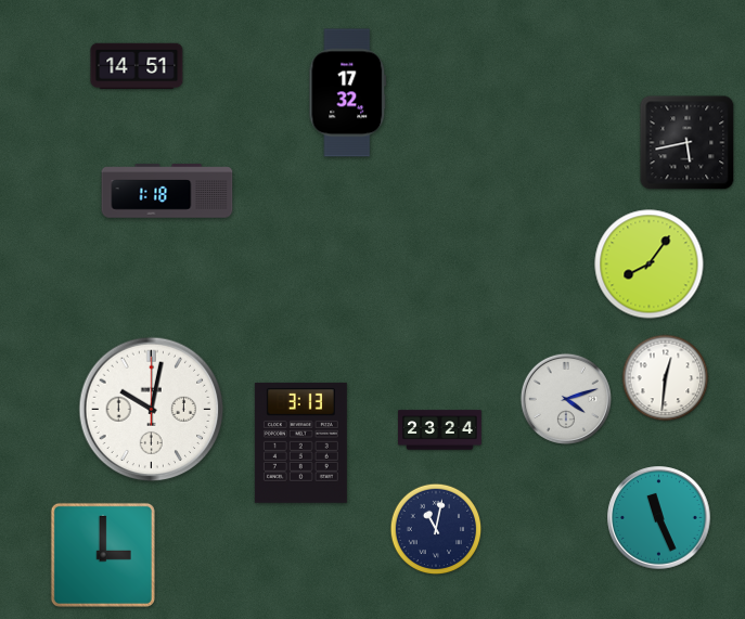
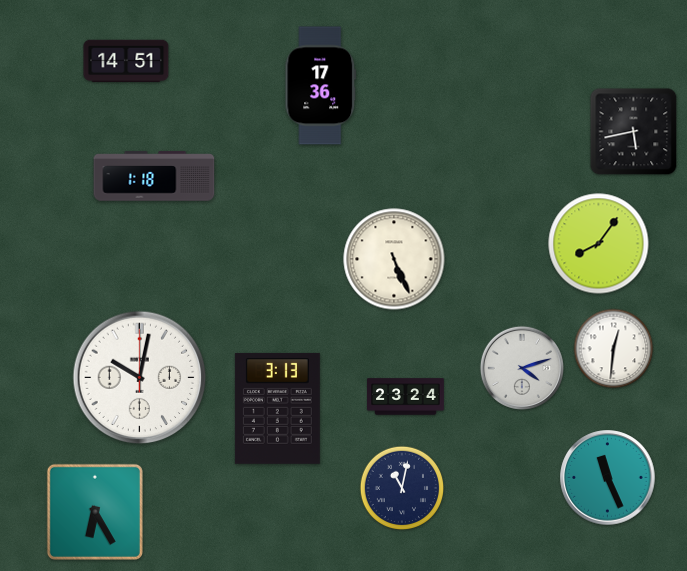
clock at (348, 93): 17:32 -> 17:36
clock at (394, 259): none -> 5:26
clock at (103, 555): 3:00 -> 6:25
